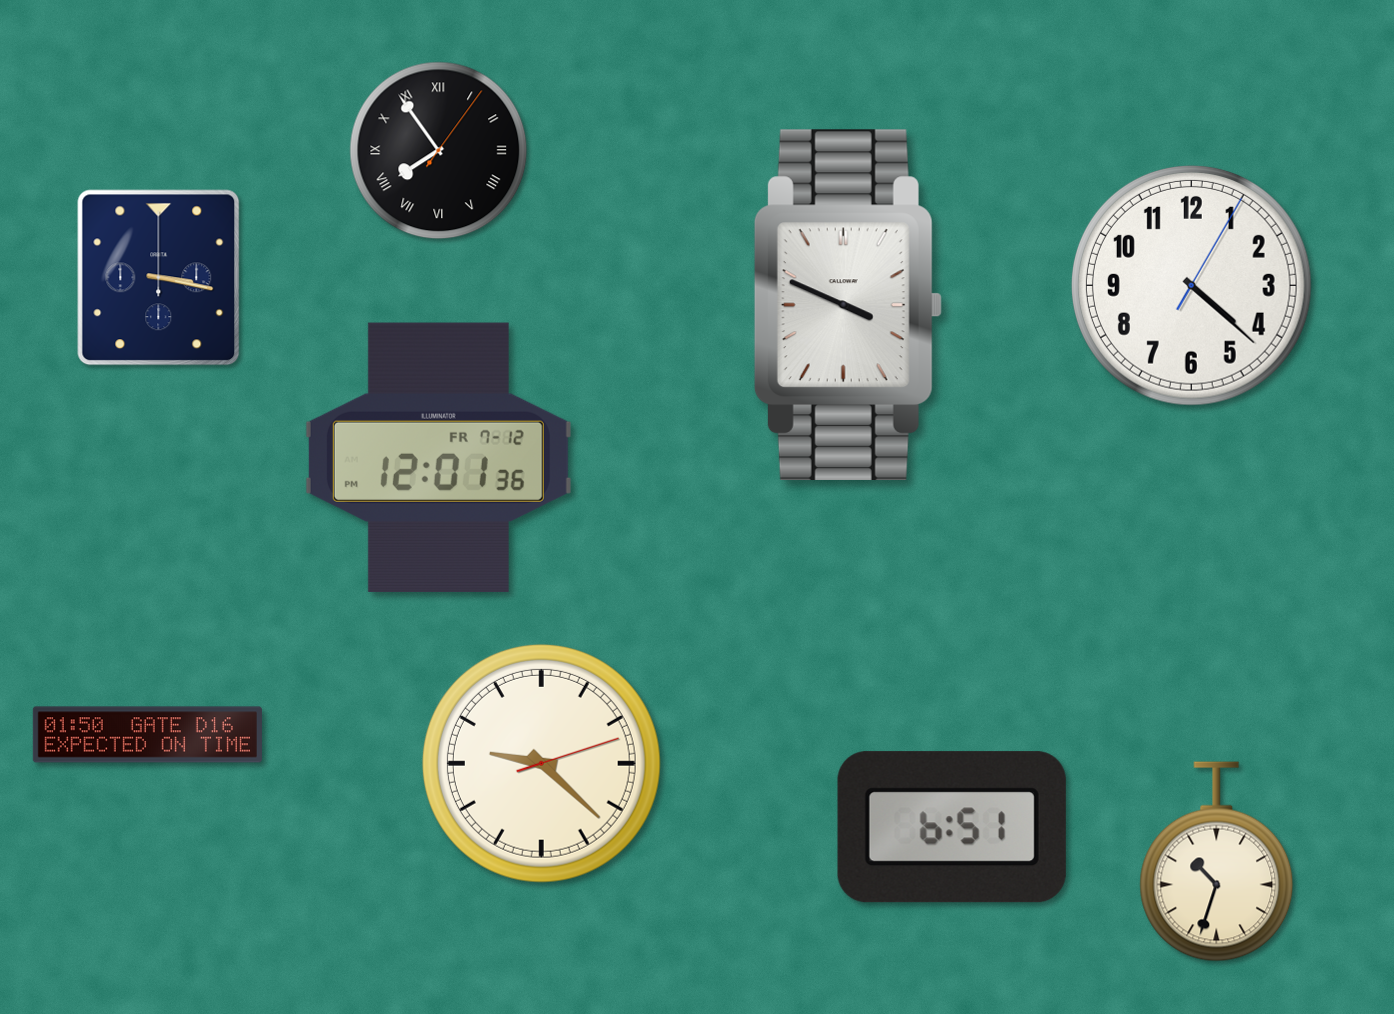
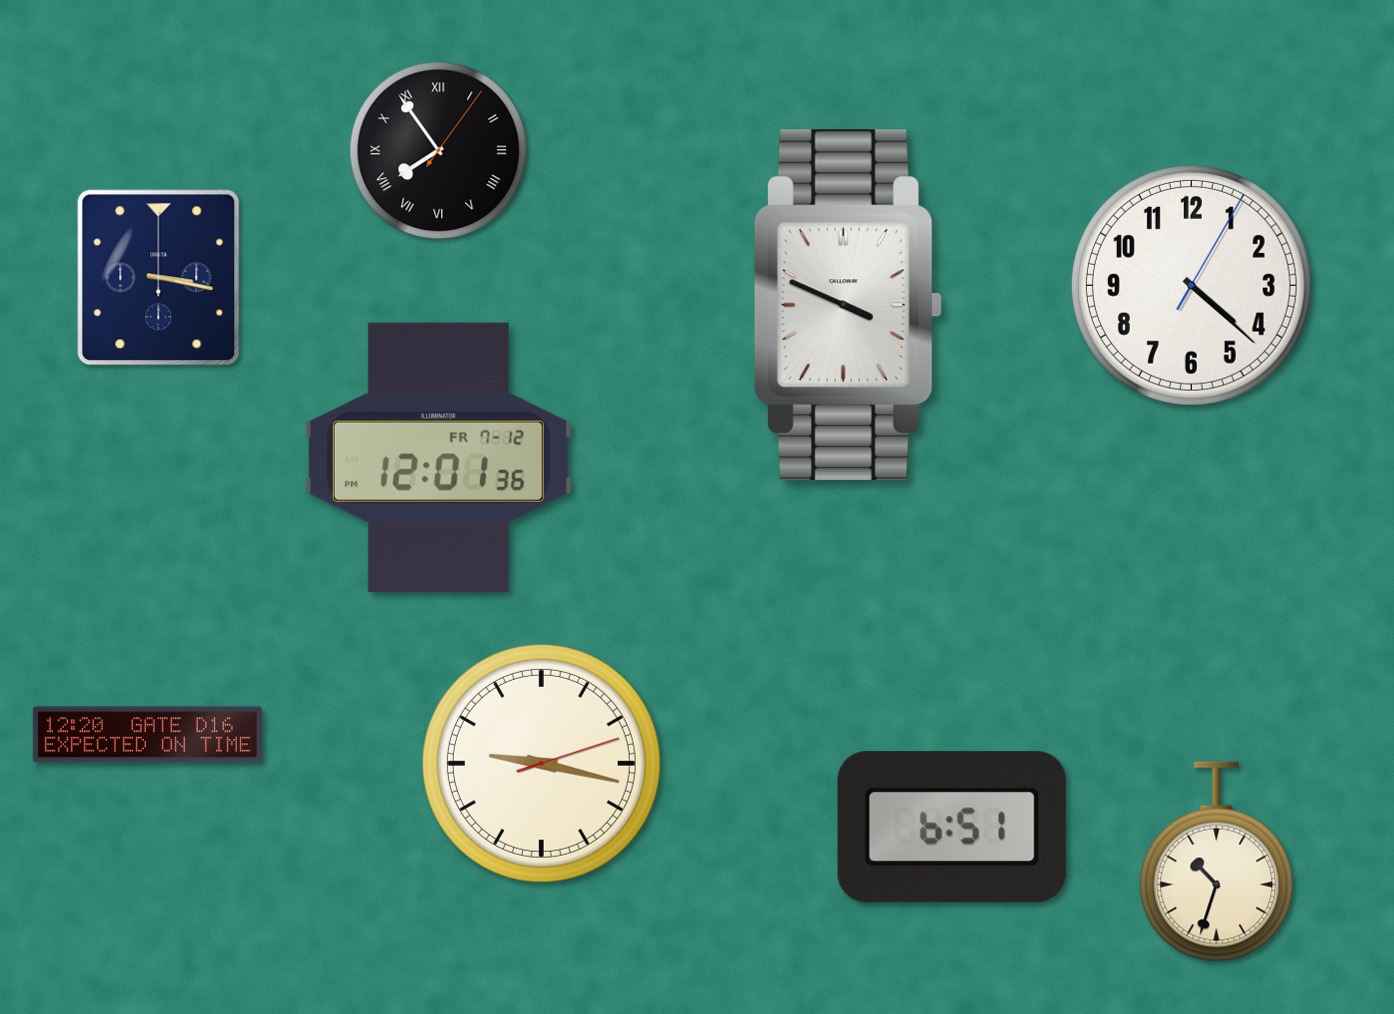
clock at (147, 735): 01:50 -> 12:20
clock at (541, 763): 9:22 -> 9:17
